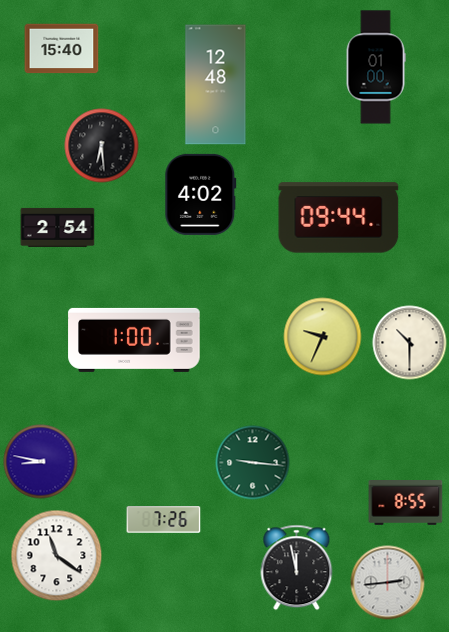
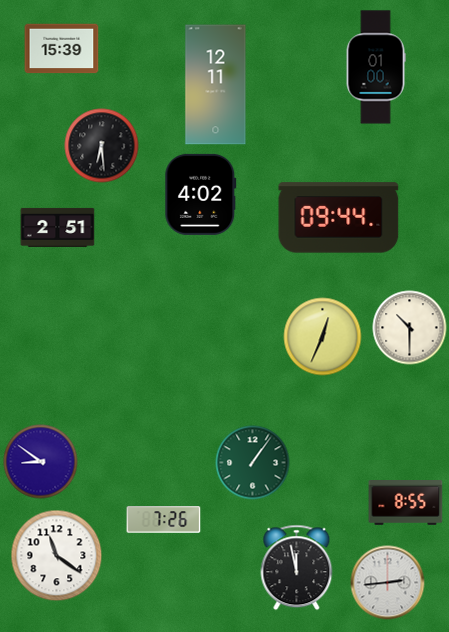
clock at (62, 49): 15:40 -> 15:39
clock at (216, 85): 12:48 -> 12:11
clock at (58, 227): 2:54 -> 2:51
clock at (323, 337): 9:34 -> 12:34
clock at (134, 340): 1:00 -> none
clock at (410, 343) position: (410, 343) -> (410, 328)
clock at (41, 462): 8:47 -> 8:51
clock at (253, 463): 9:16 -> 1:06
